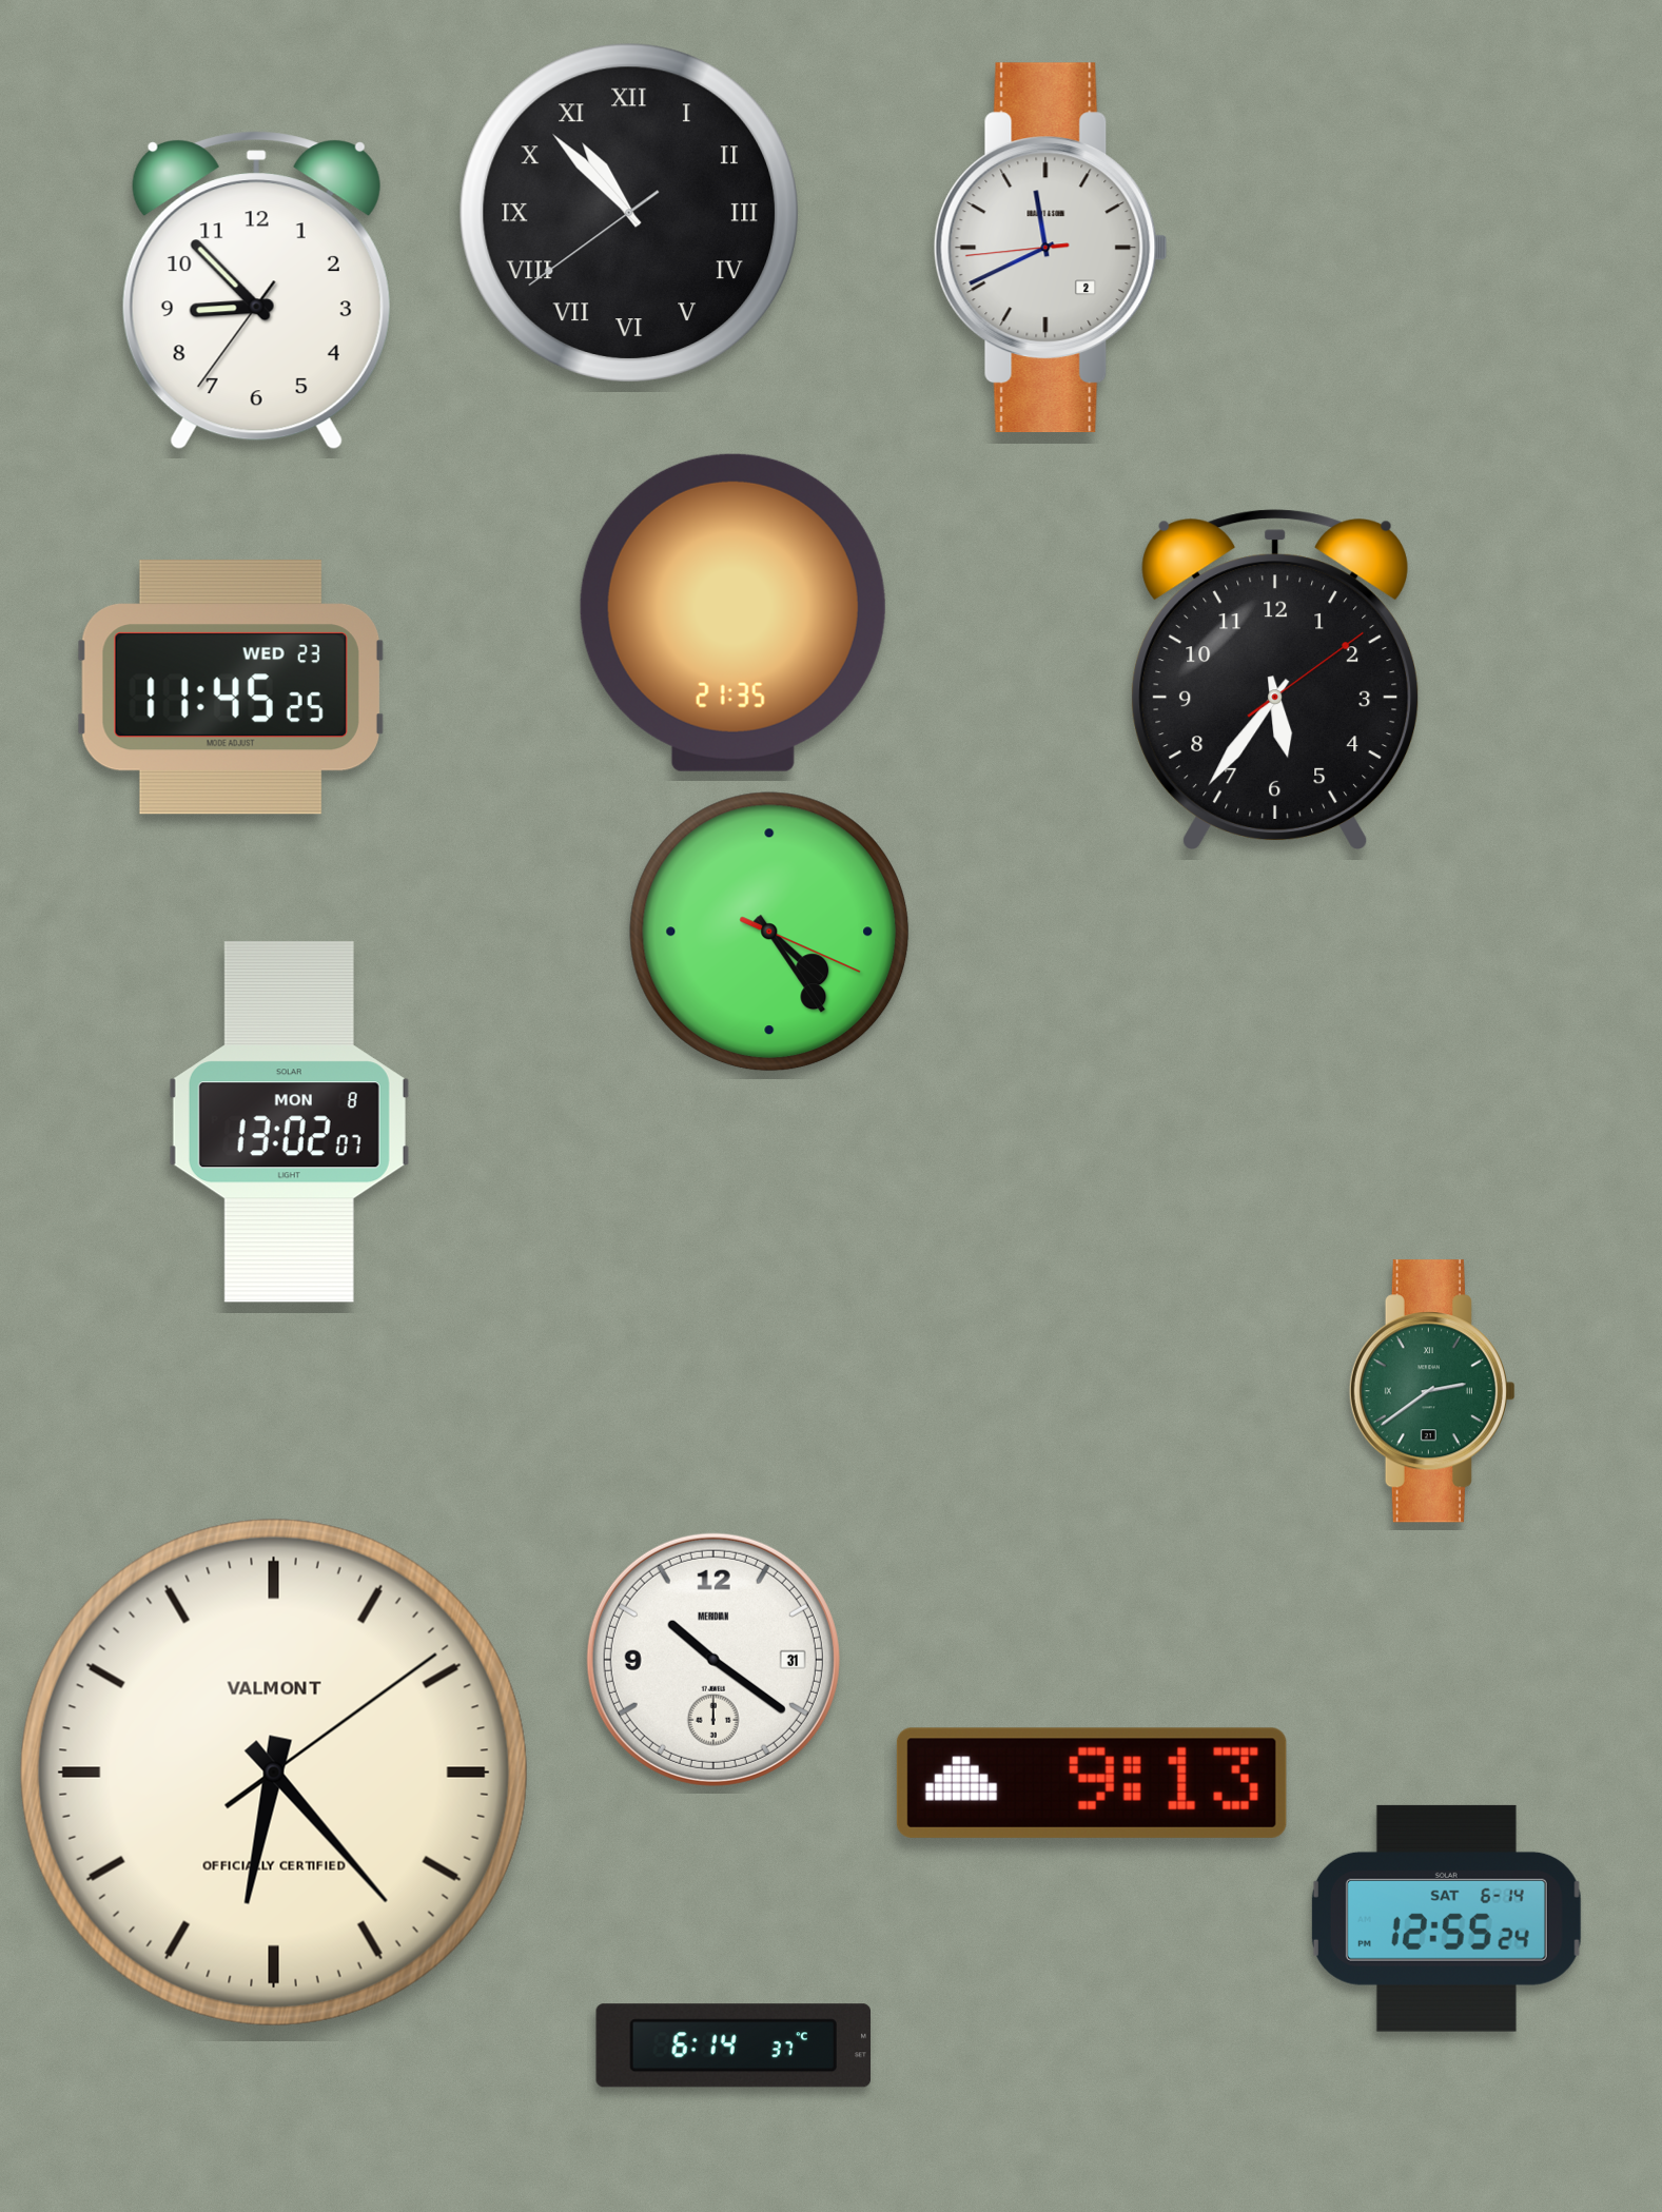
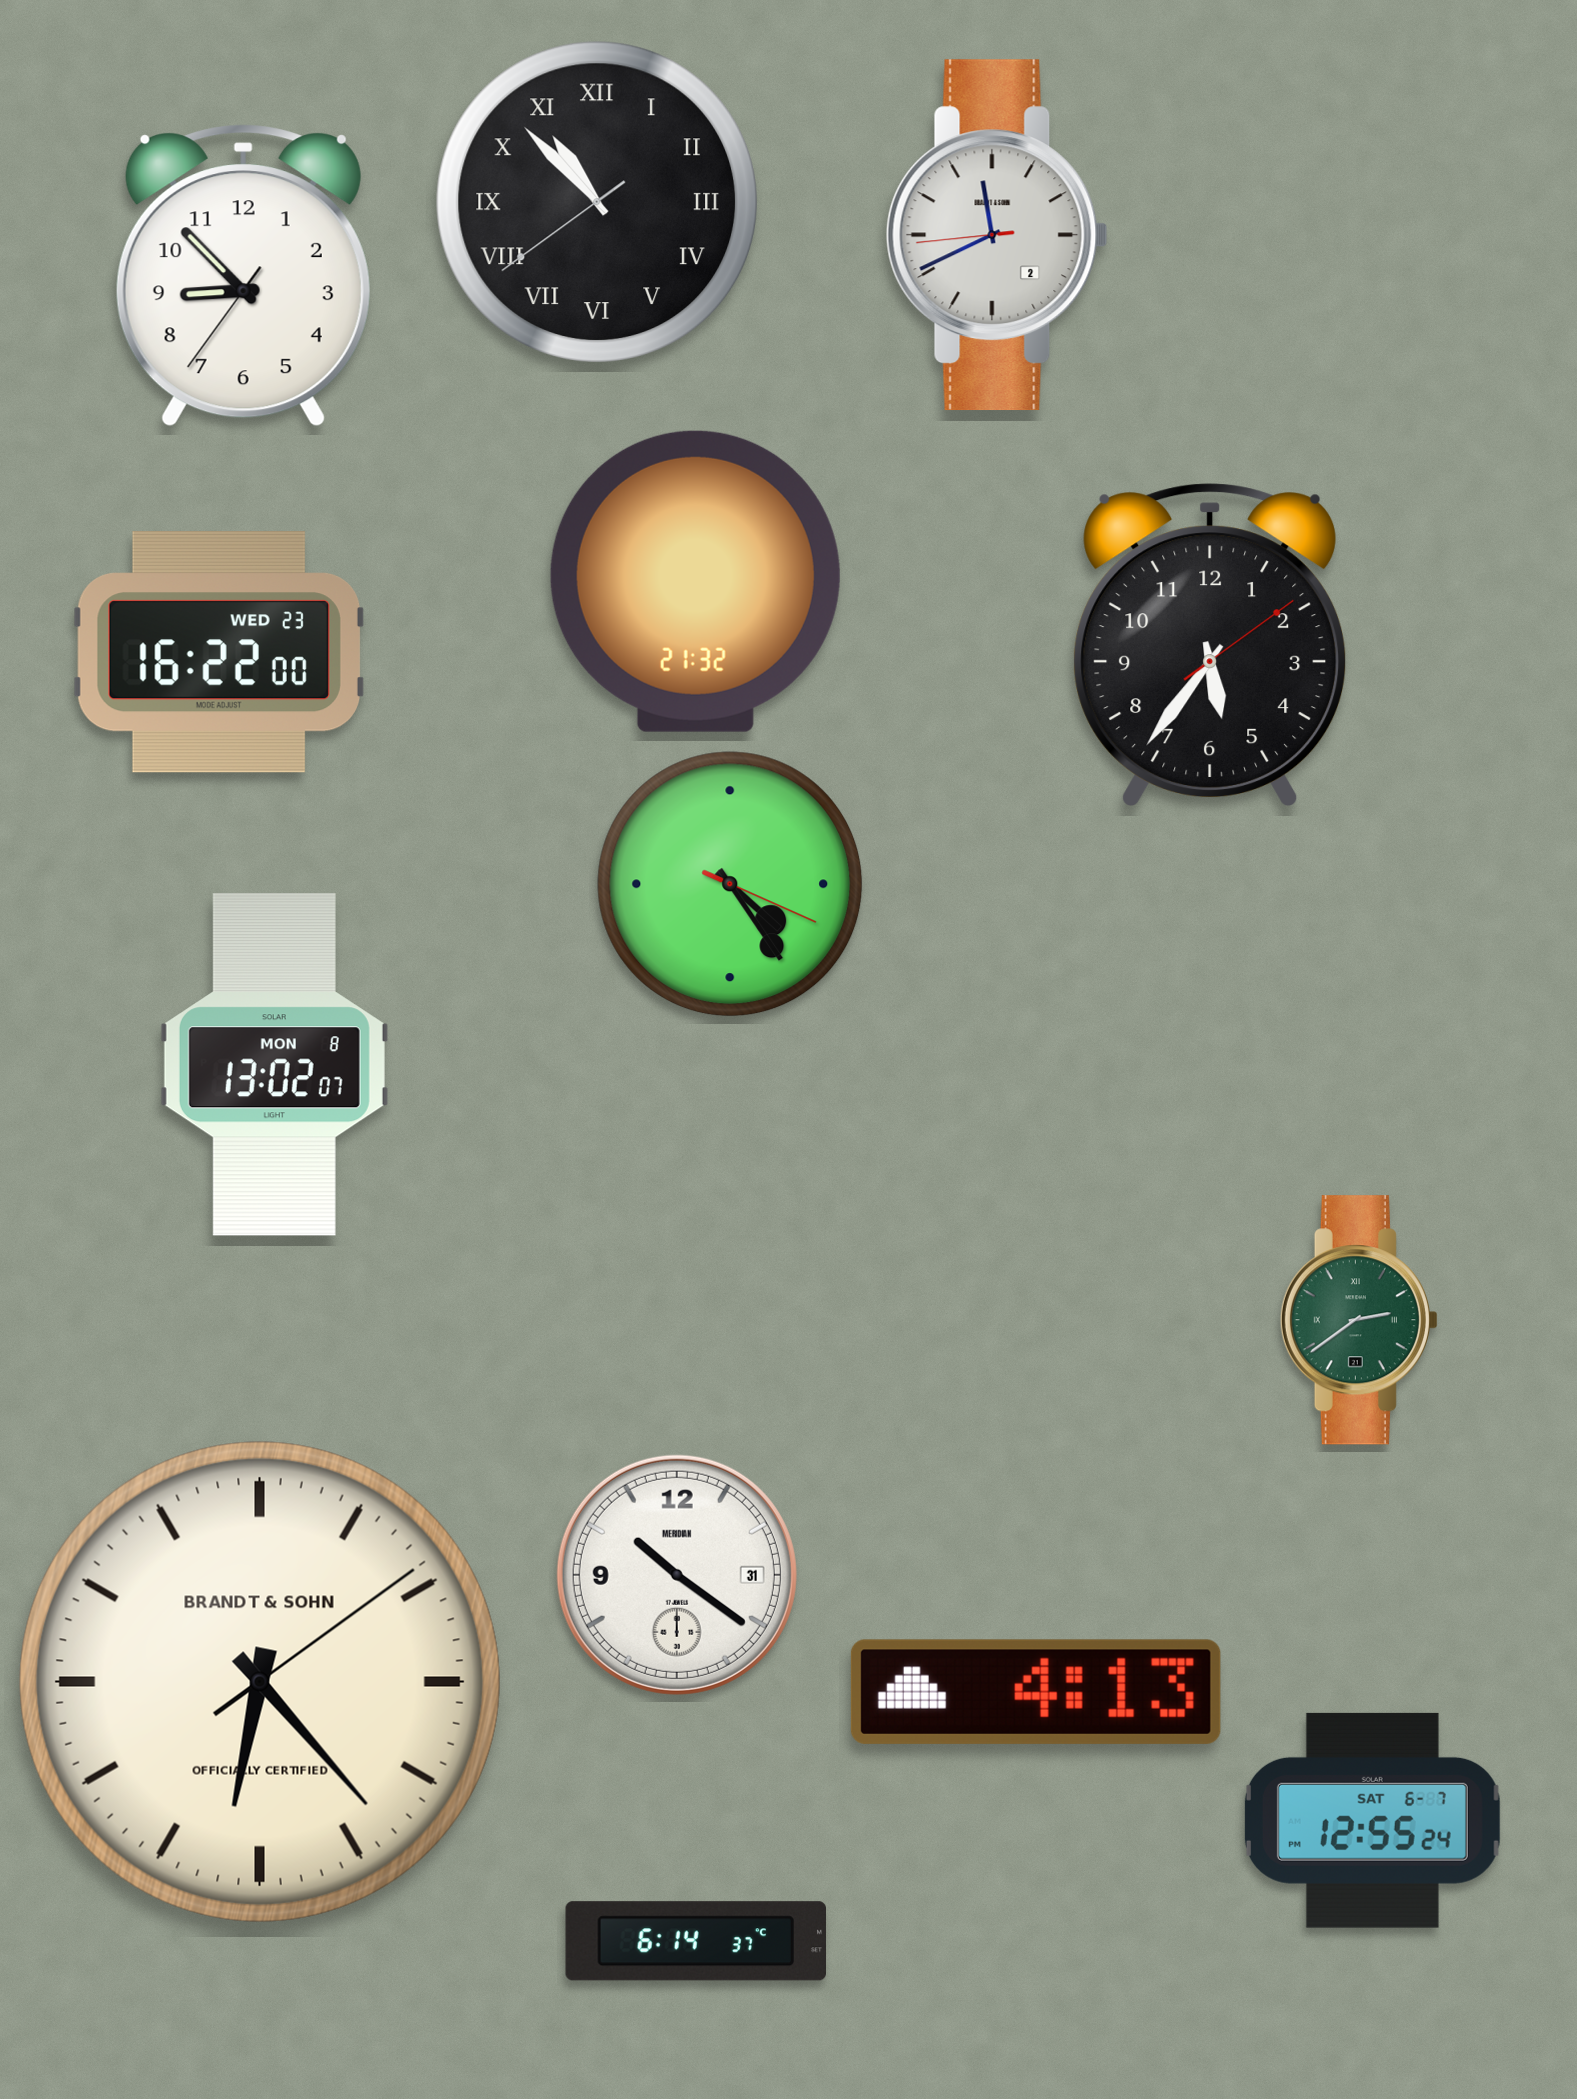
clock at (732, 612): 21:35 -> 21:32
clock at (231, 687): 11:45 -> 16:22
clock at (274, 1773) brand: VALMONT -> BRANDT & SOHN
clock at (1092, 1783): 9:13 -> 4:13
clock at (1446, 1918) date: SAT 6-14 -> SAT 6-7
